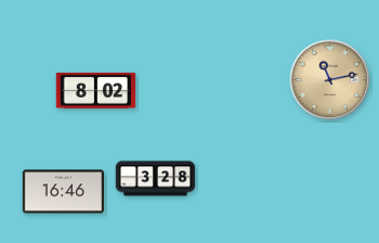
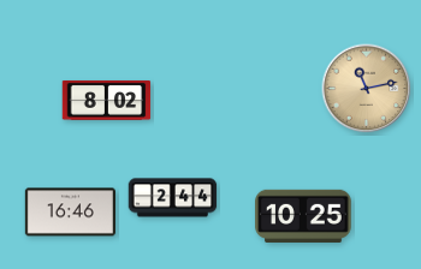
clock at (156, 179): 3:28 -> 2:44
clock at (303, 216): none -> 10:25
